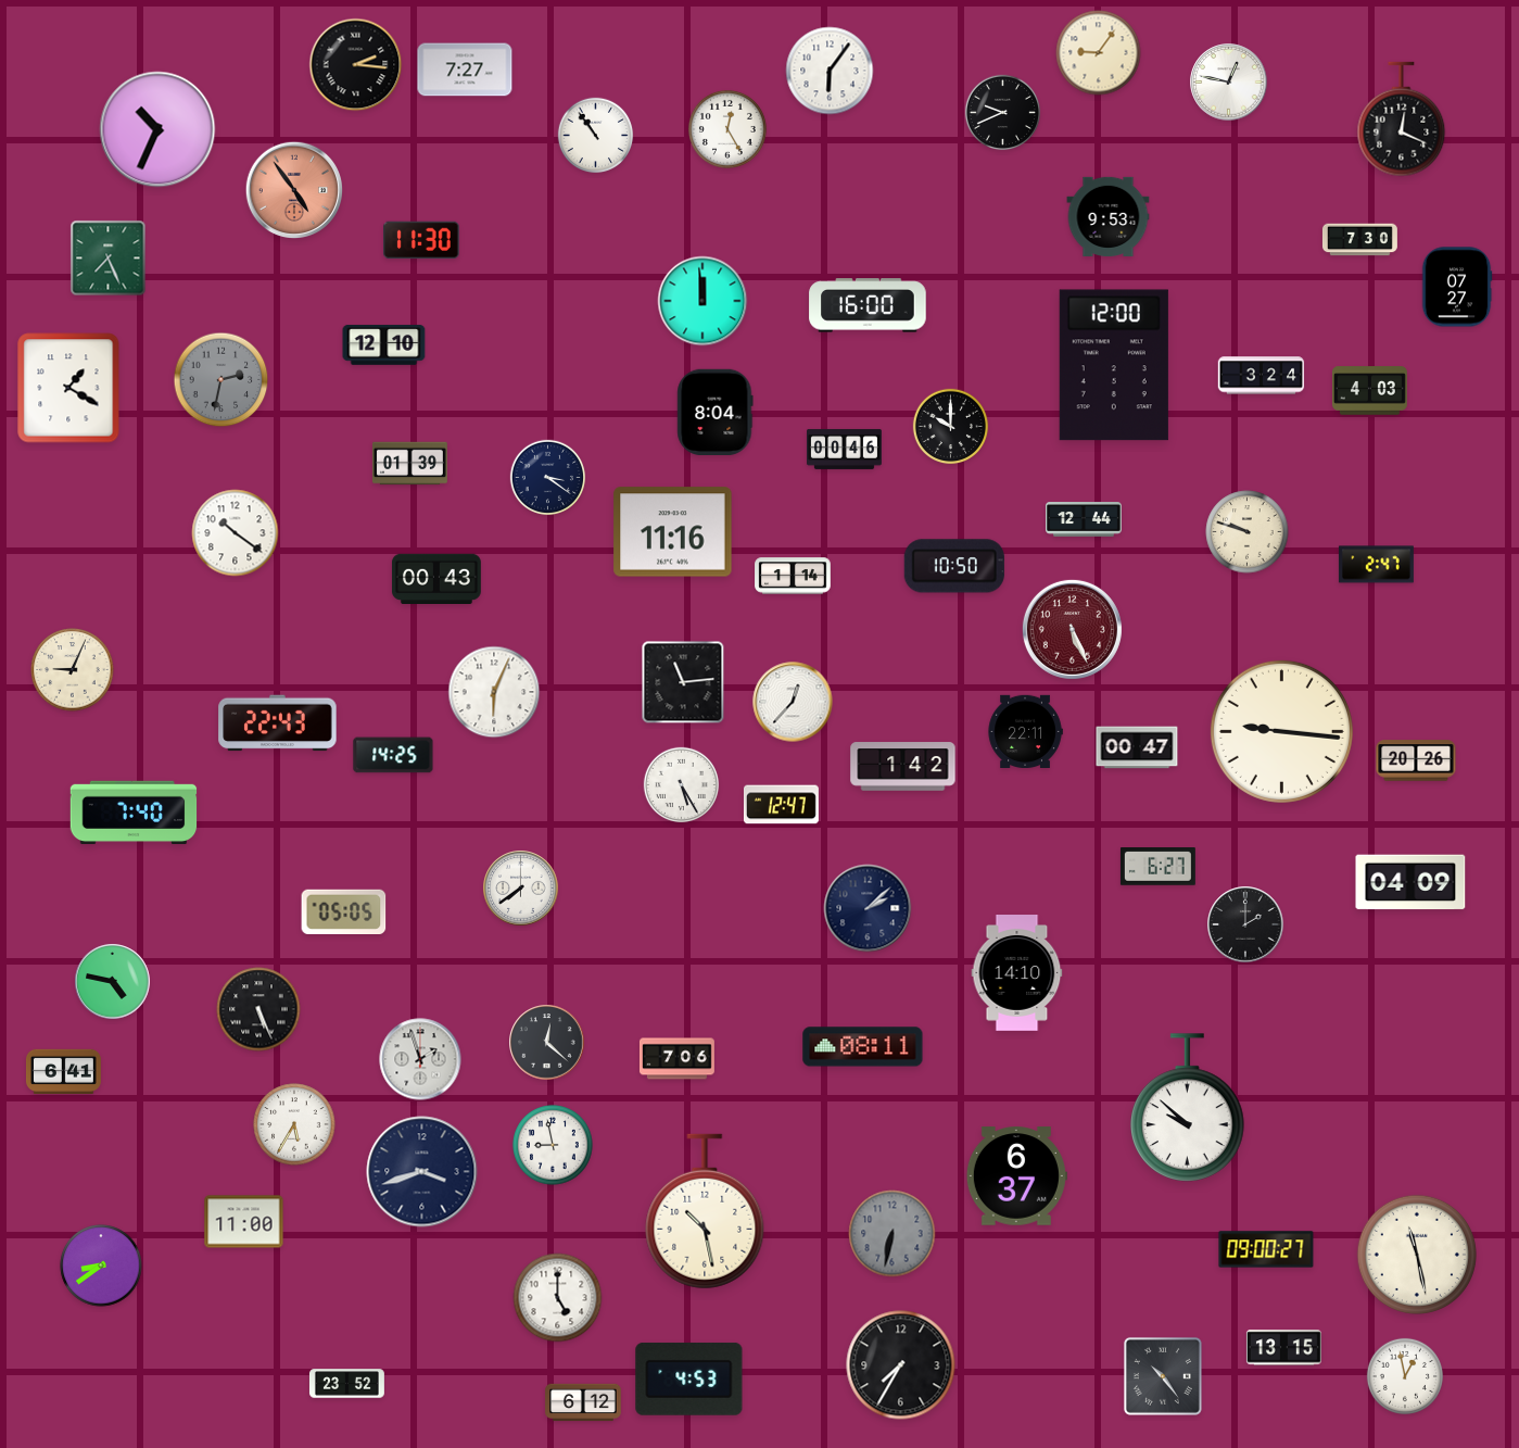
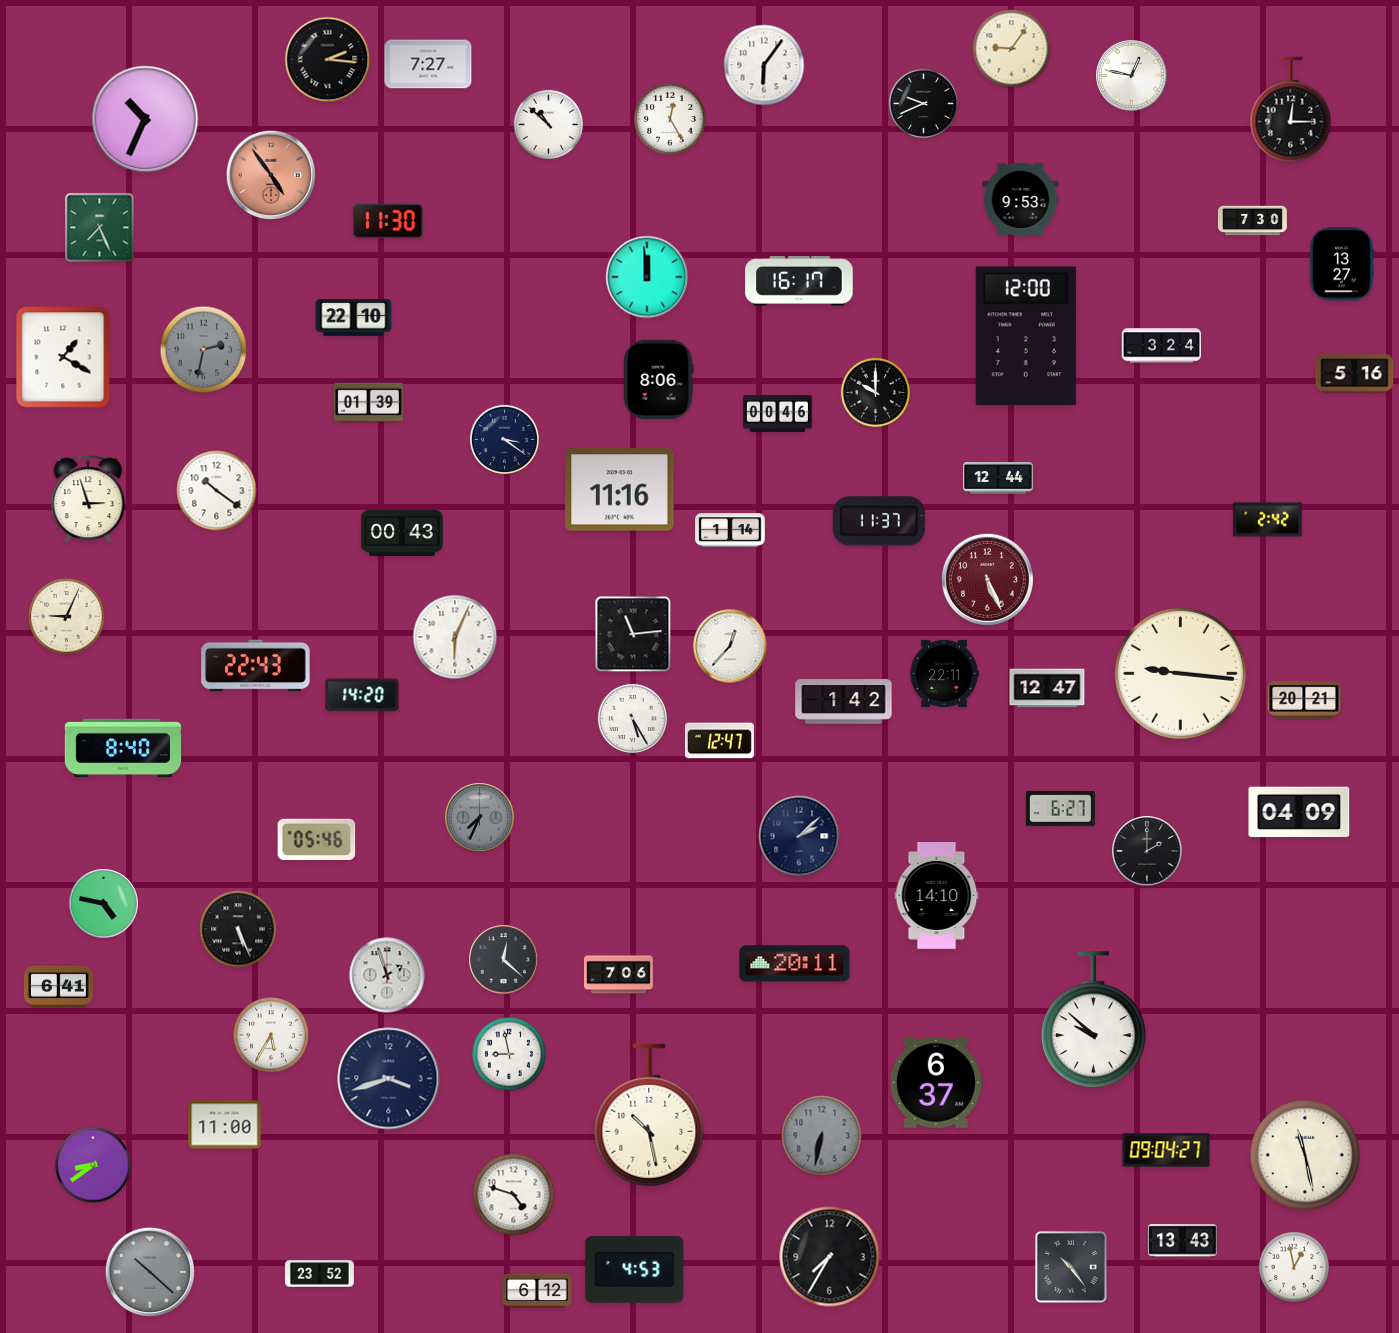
clock at (1402, 119): 12:19 -> 12:15
clock at (596, 136): 10:54 -> 10:52
clock at (109, 259) position: (109, 259) -> (100, 228)
clock at (1457, 287): 07:27 -> 13:27
clock at (868, 305): 16:00 -> 16:17
clock at (384, 345): 12:10 -> 22:10
clock at (1369, 391): 4:03 -> none
clock at (1355, 374): none -> 5:16
clock at (716, 413): 8:04 -> 8:06
clock at (409, 464) position: (409, 464) -> (368, 403)
clock at (1248, 532): 9:48 -> none
clock at (88, 500): none -> 2:57
clock at (1376, 565): 2:47 -> 2:42
clock at (954, 566): 10:50 -> 11:37
clock at (683, 682) position: (683, 682) -> (633, 634)
clock at (1137, 747): 00:47 -> 12:47
clock at (393, 755): 14:25 -> 14:20
clock at (1416, 760): 20:26 -> 20:21
clock at (903, 767) position: (903, 767) -> (844, 702)
clock at (682, 785) position: (682, 785) -> (633, 719)
clock at (134, 813): 7:40 -> 8:40
clock at (1157, 867) position: (1157, 867) -> (1060, 809)
clock at (521, 889): 7:39 -> 7:34
clock at (521, 889) dial: white -> grey
clock at (344, 911): 05:05 -> 05:46
clock at (863, 1047): 08:11 -> 20:11
clock at (676, 1059) position: (676, 1059) -> (618, 975)
clock at (1266, 1249): 09:00 -> 09:04
clock at (558, 1298): 5:00 -> 4:48
clock at (1283, 1348): 13:15 -> 13:43
clock at (150, 1272): none -> 10:22
